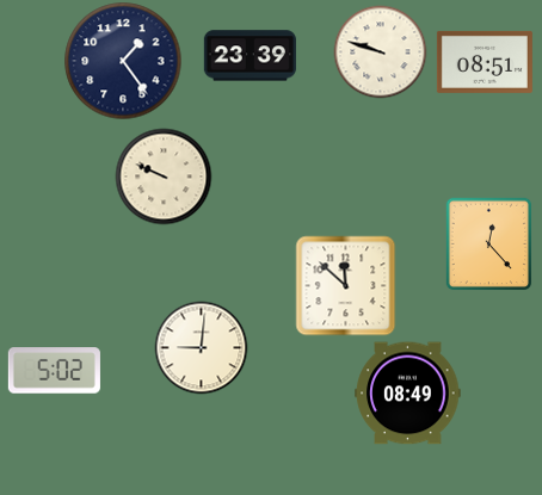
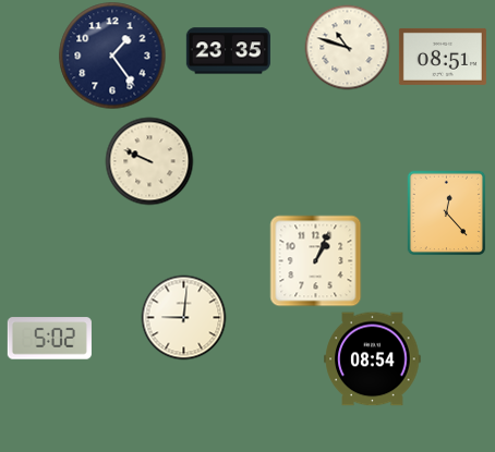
clock at (380, 51): 9:48 -> 10:48
clock at (250, 56): 23:39 -> 23:35
clock at (489, 243) position: (489, 243) -> (447, 212)
clock at (345, 285): 11:52 -> 1:04
clock at (408, 394): 08:49 -> 08:54
